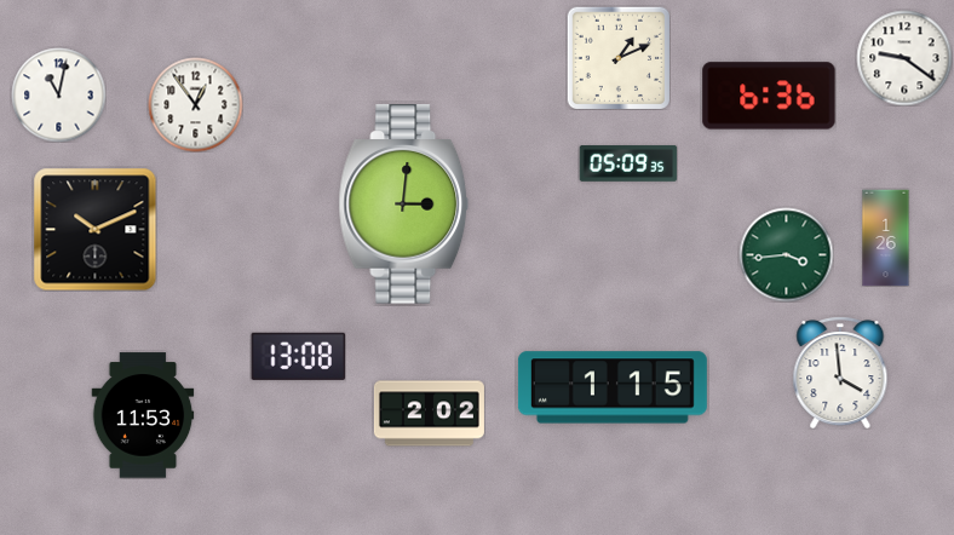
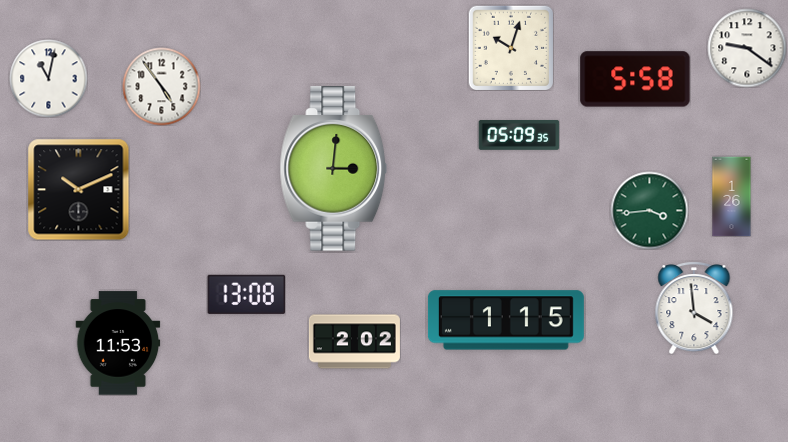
clock at (617, 57): 1:11 -> 10:03
clock at (769, 96): 6:36 -> 5:58
clock at (195, 104): 12:54 -> 4:54
